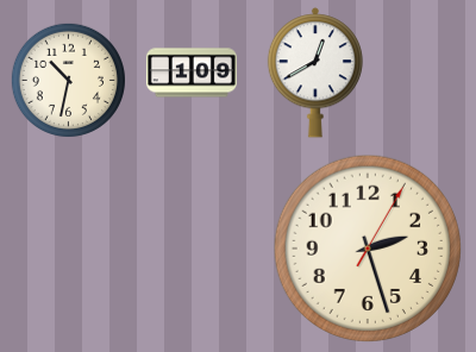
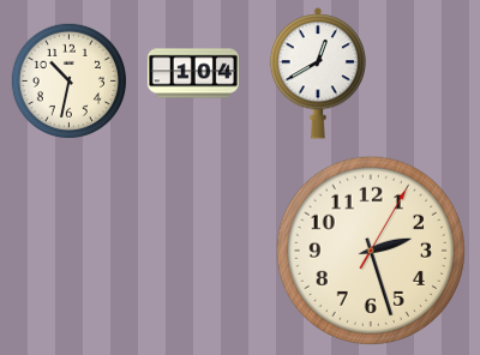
clock at (192, 73): 1:09 -> 1:04
